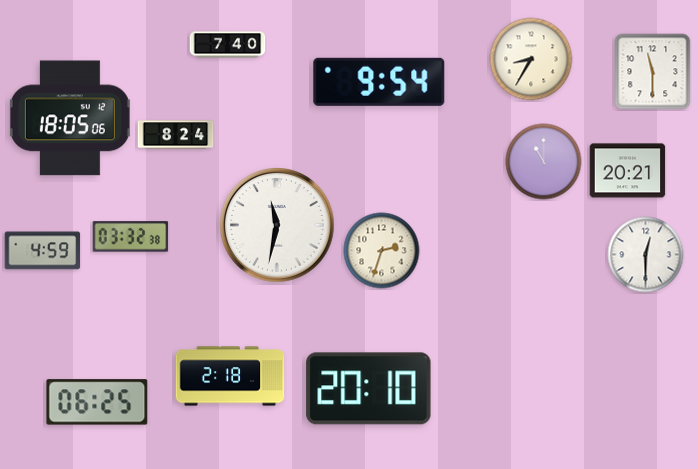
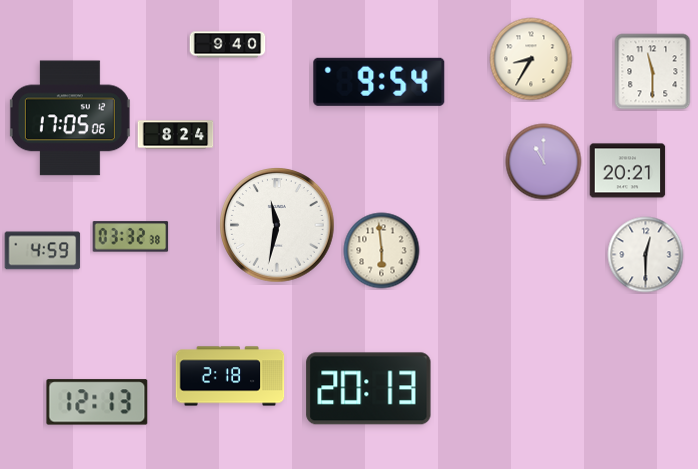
clock at (228, 45): 7:40 -> 9:40
clock at (70, 118): 18:05 -> 17:05
clock at (382, 251): 2:33 -> 5:59
clock at (369, 389): 20:10 -> 20:13
clock at (97, 402): 06:25 -> 12:13
